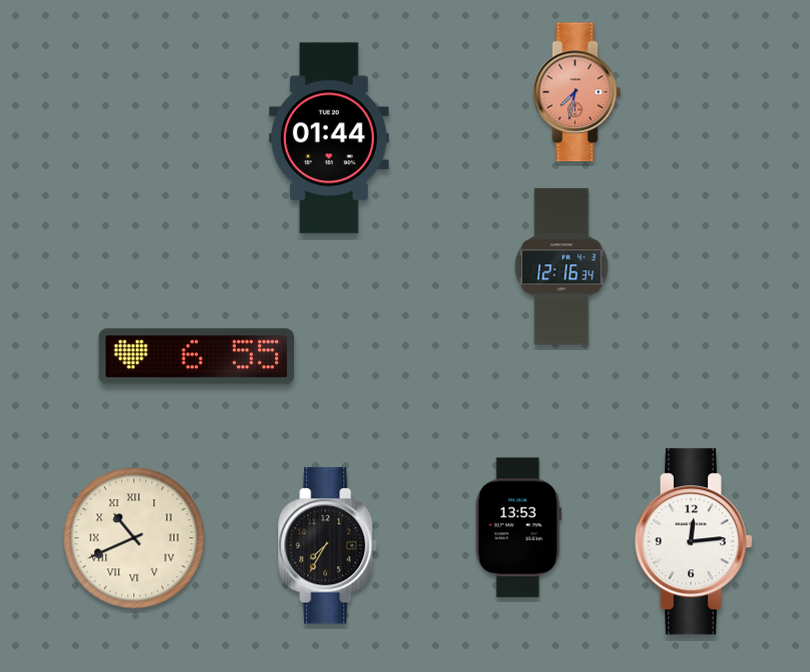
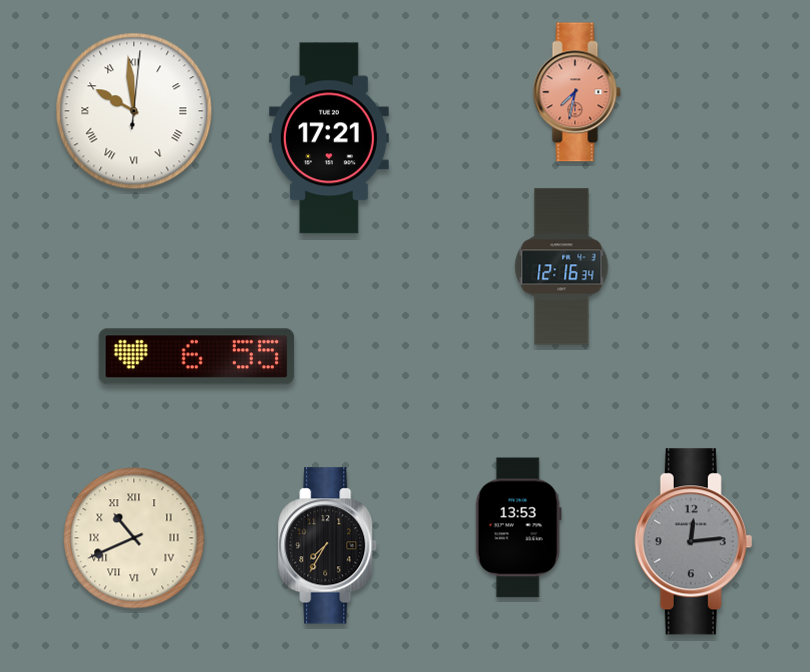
clock at (134, 111): none -> 9:59
clock at (329, 138): 01:44 -> 17:21
clock at (694, 542) dial: white -> grey
